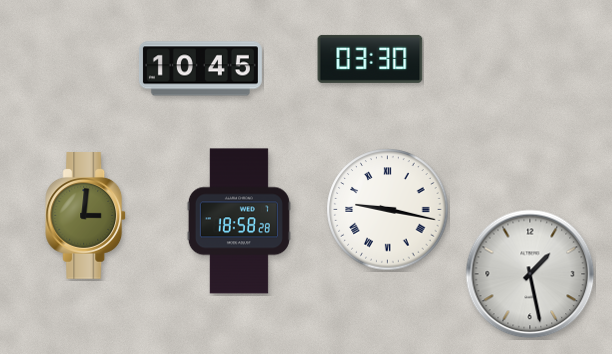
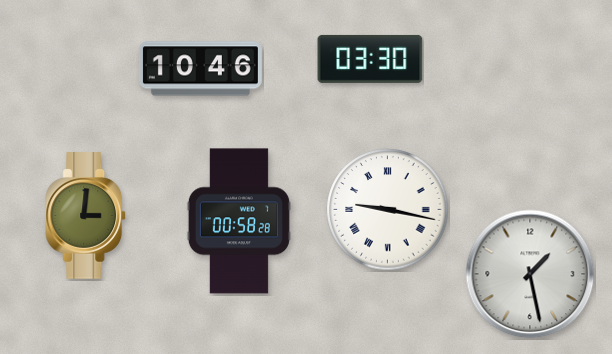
clock at (200, 69): 10:45 -> 10:46
clock at (239, 221): 18:58 -> 00:58
